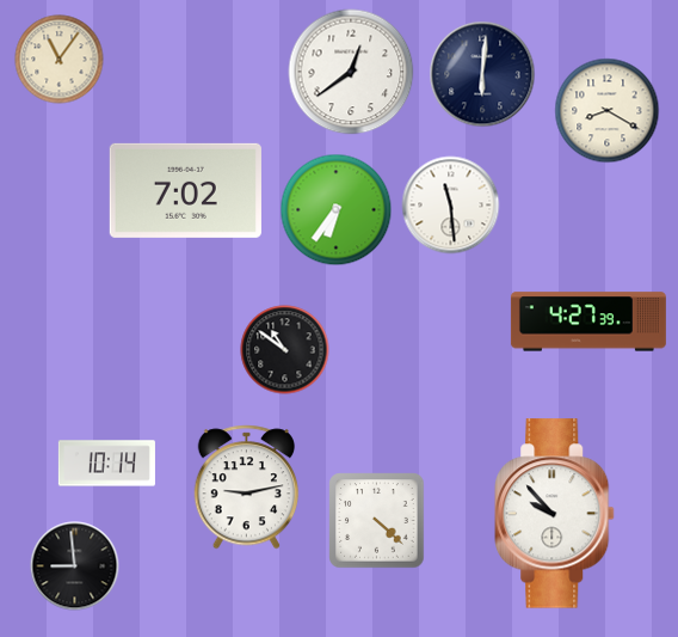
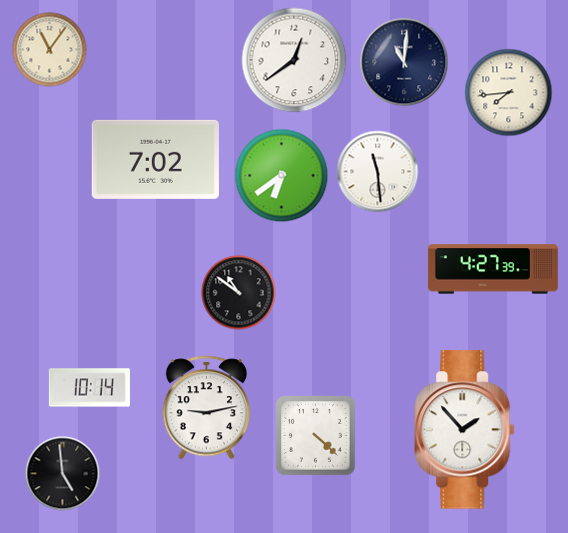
clock at (482, 74): 6:01 -> 11:01
clock at (608, 111): 8:20 -> 7:44
clock at (337, 210): 6:36 -> 6:39
clock at (555, 514): 9:53 -> 1:53
clock at (75, 566): 8:59 -> 4:59
